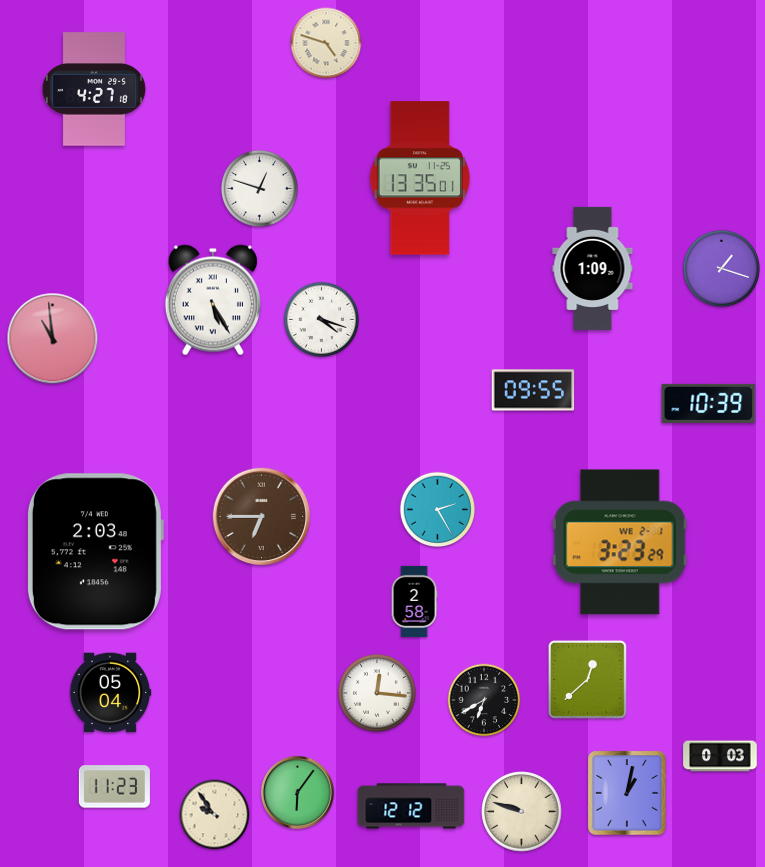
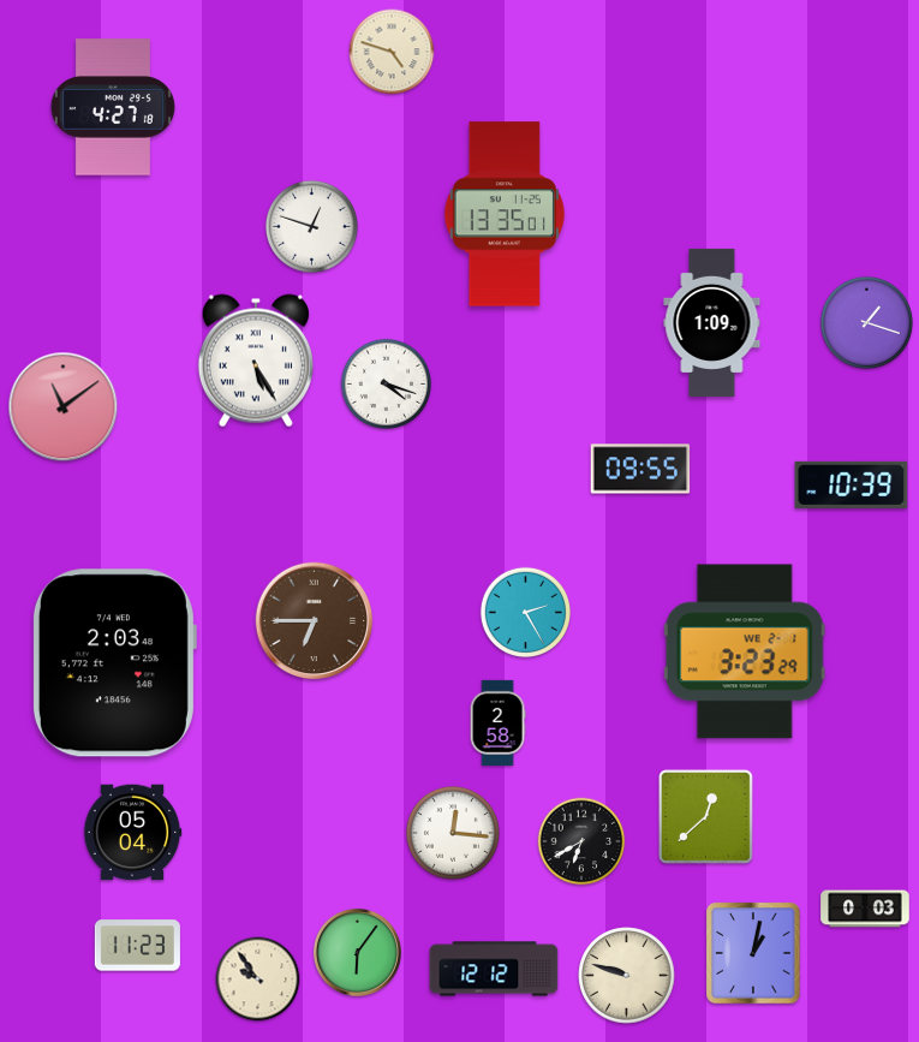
clock at (53, 339): 10:59 -> 11:09
